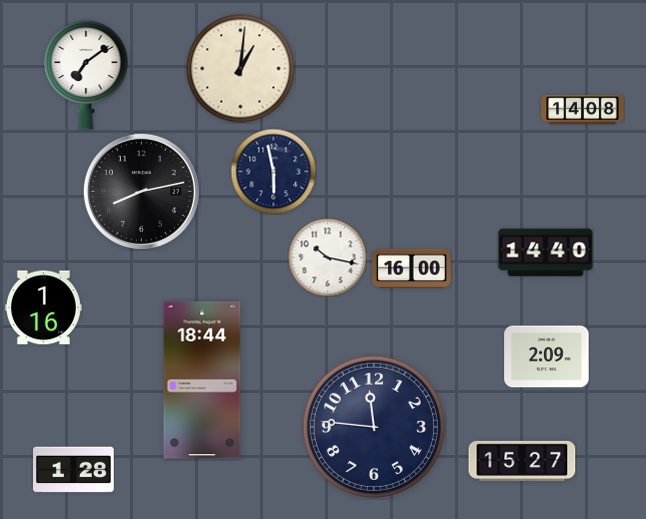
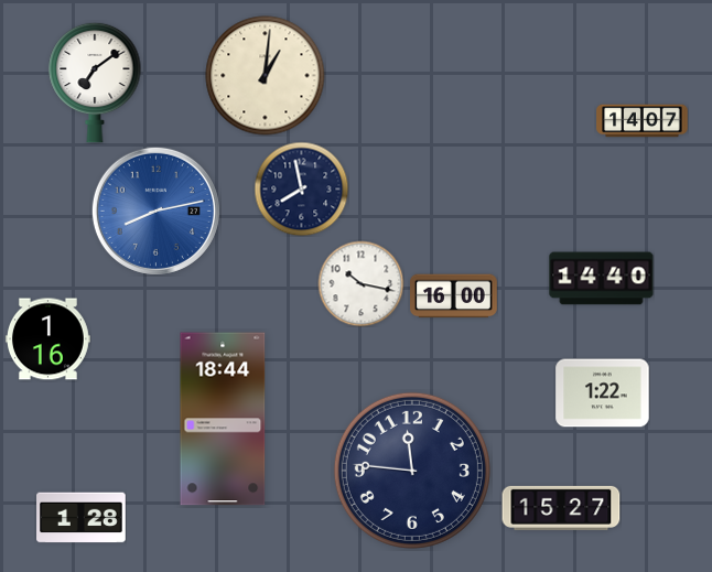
clock at (583, 110): 14:08 -> 14:07
clock at (273, 171): 5:58 -> 7:58
clock at (141, 191) dial: black -> blue
clock at (547, 357): 2:09 -> 1:22
clock at (522, 461) position: (522, 461) -> (561, 508)
